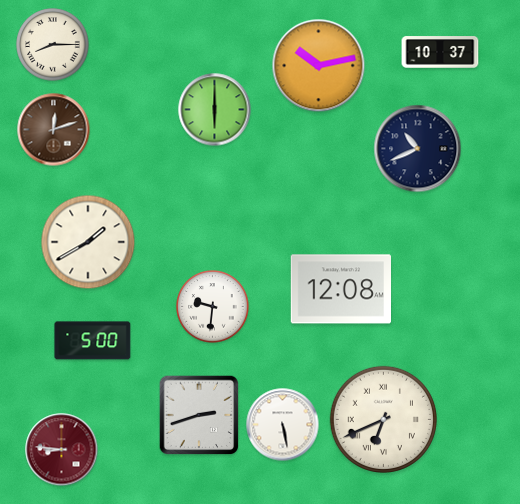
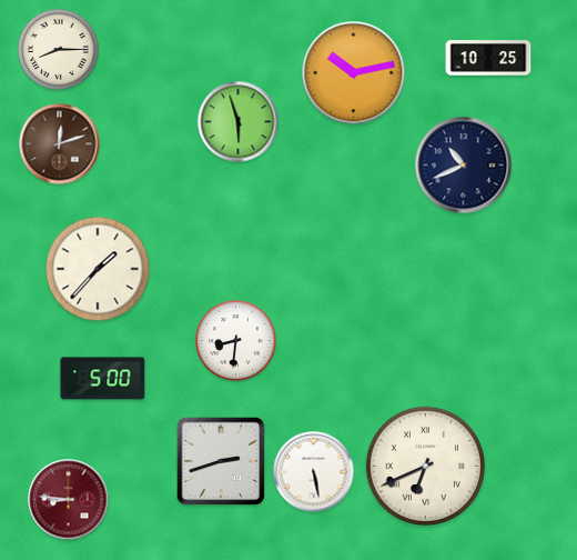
clock at (440, 52): 10:37 -> 10:25
clock at (215, 110): 6:00 -> 5:57
clock at (88, 242): 1:40 -> 1:37
clock at (340, 289): 12:08 -> none
clock at (213, 307): 9:31 -> 8:31
